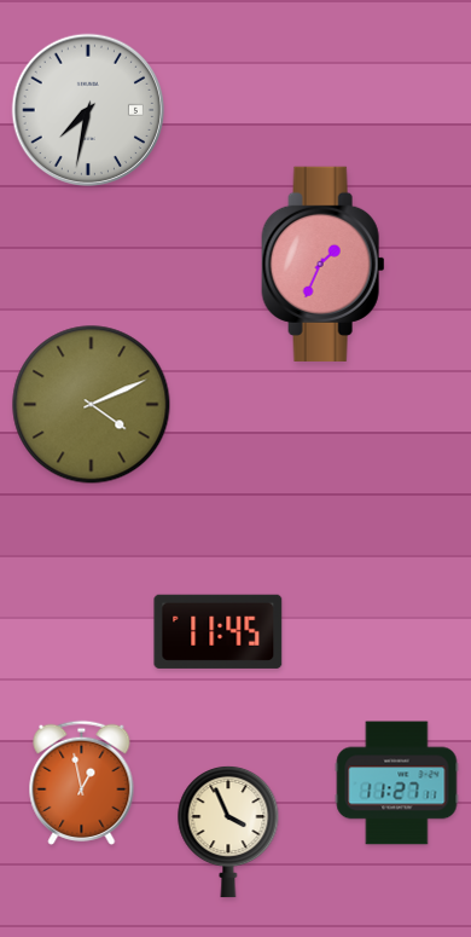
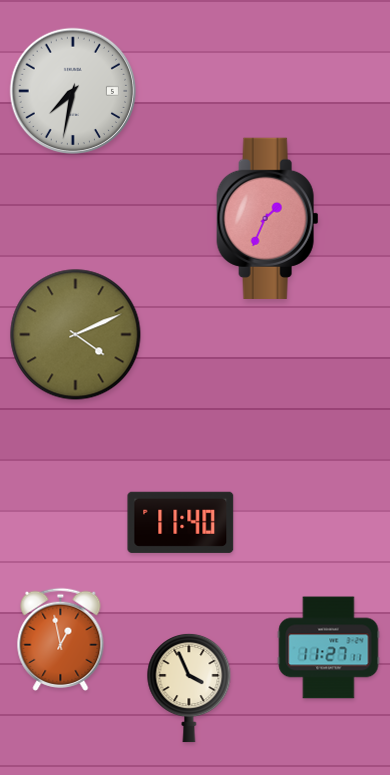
clock at (219, 631): 11:45 -> 11:40
clock at (82, 782) position: (82, 782) -> (61, 639)
